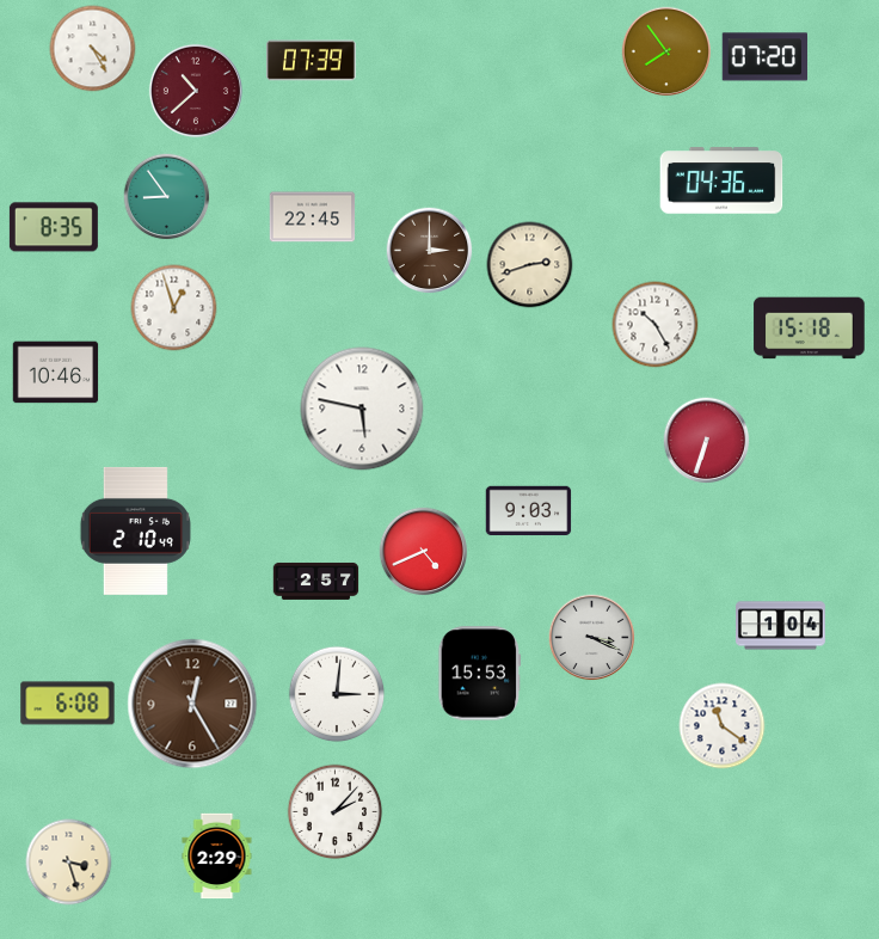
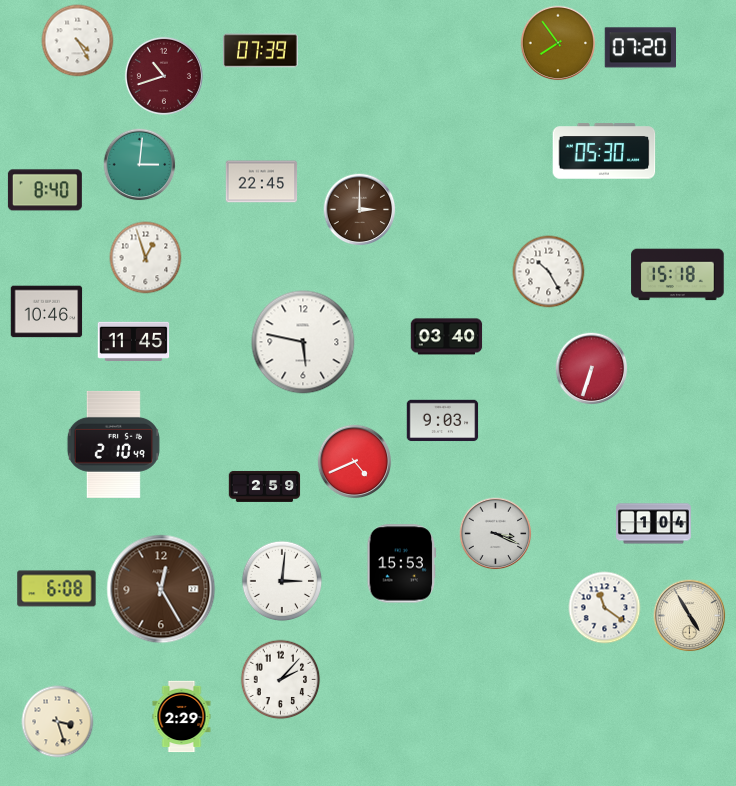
clock at (196, 91): 10:38 -> 10:42
clock at (721, 180): 04:36 -> 05:30
clock at (167, 197): 8:54 -> 3:01
clock at (54, 227): 8:35 -> 8:40
clock at (530, 265): 2:42 -> none
clock at (447, 337): none -> 03:40
clock at (134, 341): none -> 11:45
clock at (529, 511) position: (529, 511) -> (443, 421)
clock at (316, 582): 2:57 -> 2:59
clock at (690, 616): none -> 4:55
